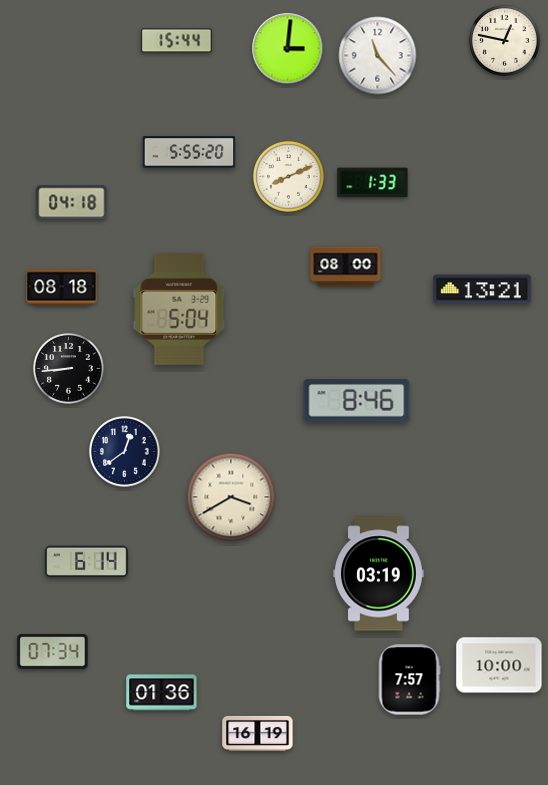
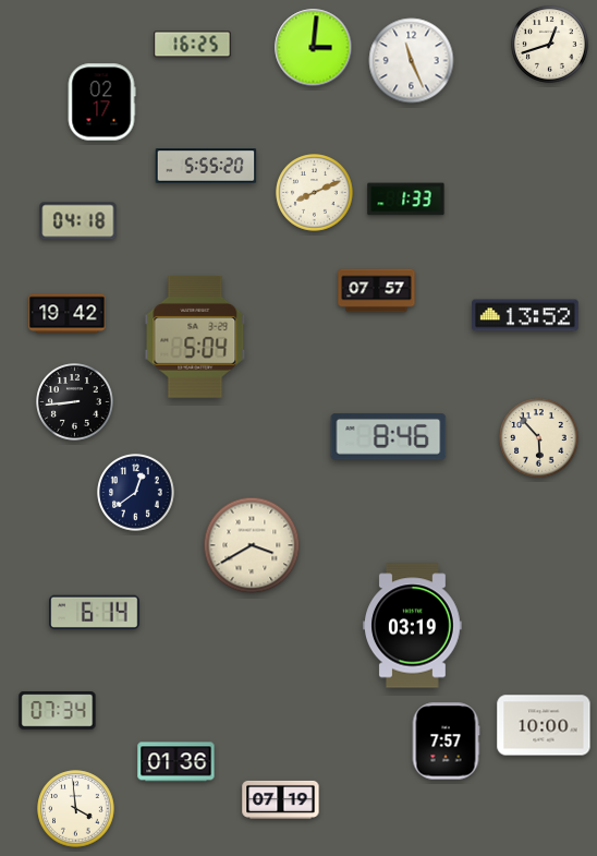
clock at (177, 41): 15:44 -> 16:25
clock at (505, 41): 12:47 -> 12:42
clock at (288, 49) position: (288, 49) -> (314, 48)
clock at (378, 56): 11:23 -> 11:26
clock at (101, 103): none -> 02:17
clock at (346, 267): 08:00 -> 07:57
clock at (62, 288): 08:18 -> 19:42
clock at (482, 289): 13:21 -> 13:52
clock at (539, 438): none -> 5:53
clock at (231, 497) position: (231, 497) -> (252, 545)
clock at (162, 693) position: (162, 693) -> (176, 762)
clock at (258, 733): 16:19 -> 07:19
clock at (76, 809): none -> 3:59
